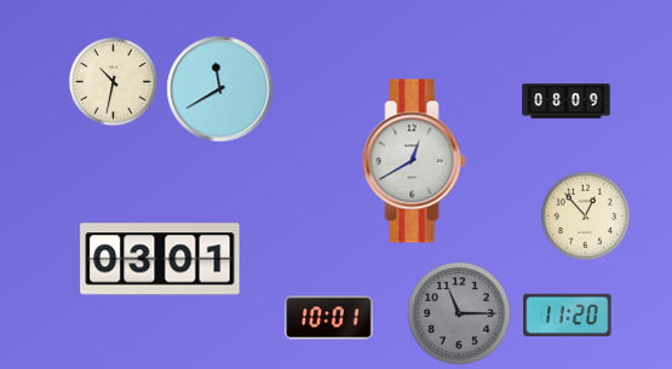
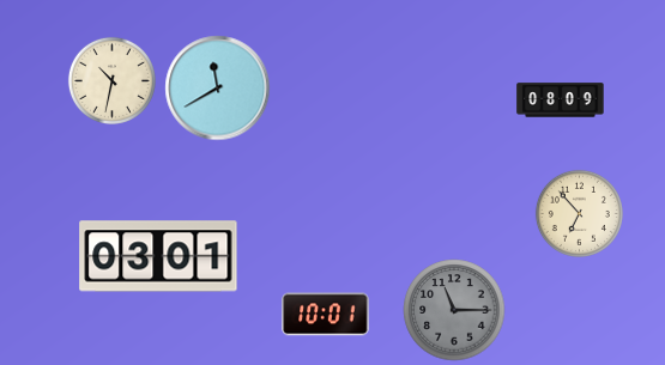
clock at (414, 161): 12:40 -> none
clock at (585, 215): 12:53 -> 6:53
clock at (568, 315): 11:20 -> none
